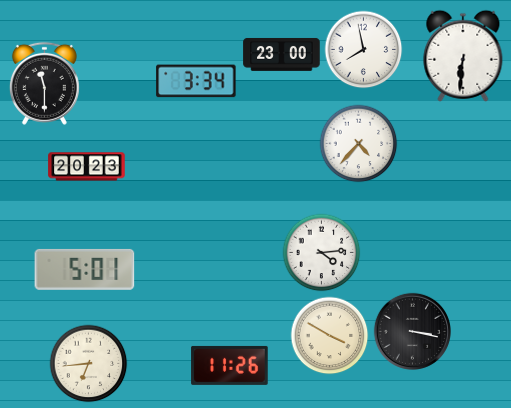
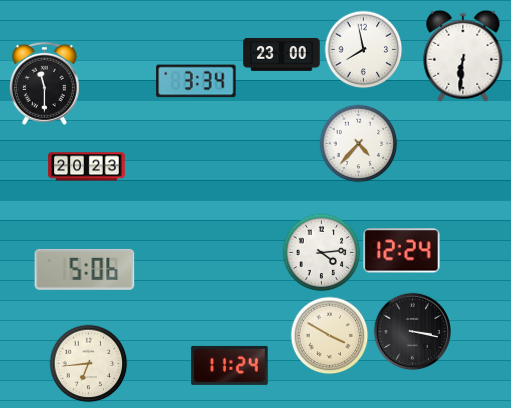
clock at (402, 251): none -> 12:24
clock at (85, 269): 5:01 -> 5:06
clock at (230, 365): 11:26 -> 11:24
